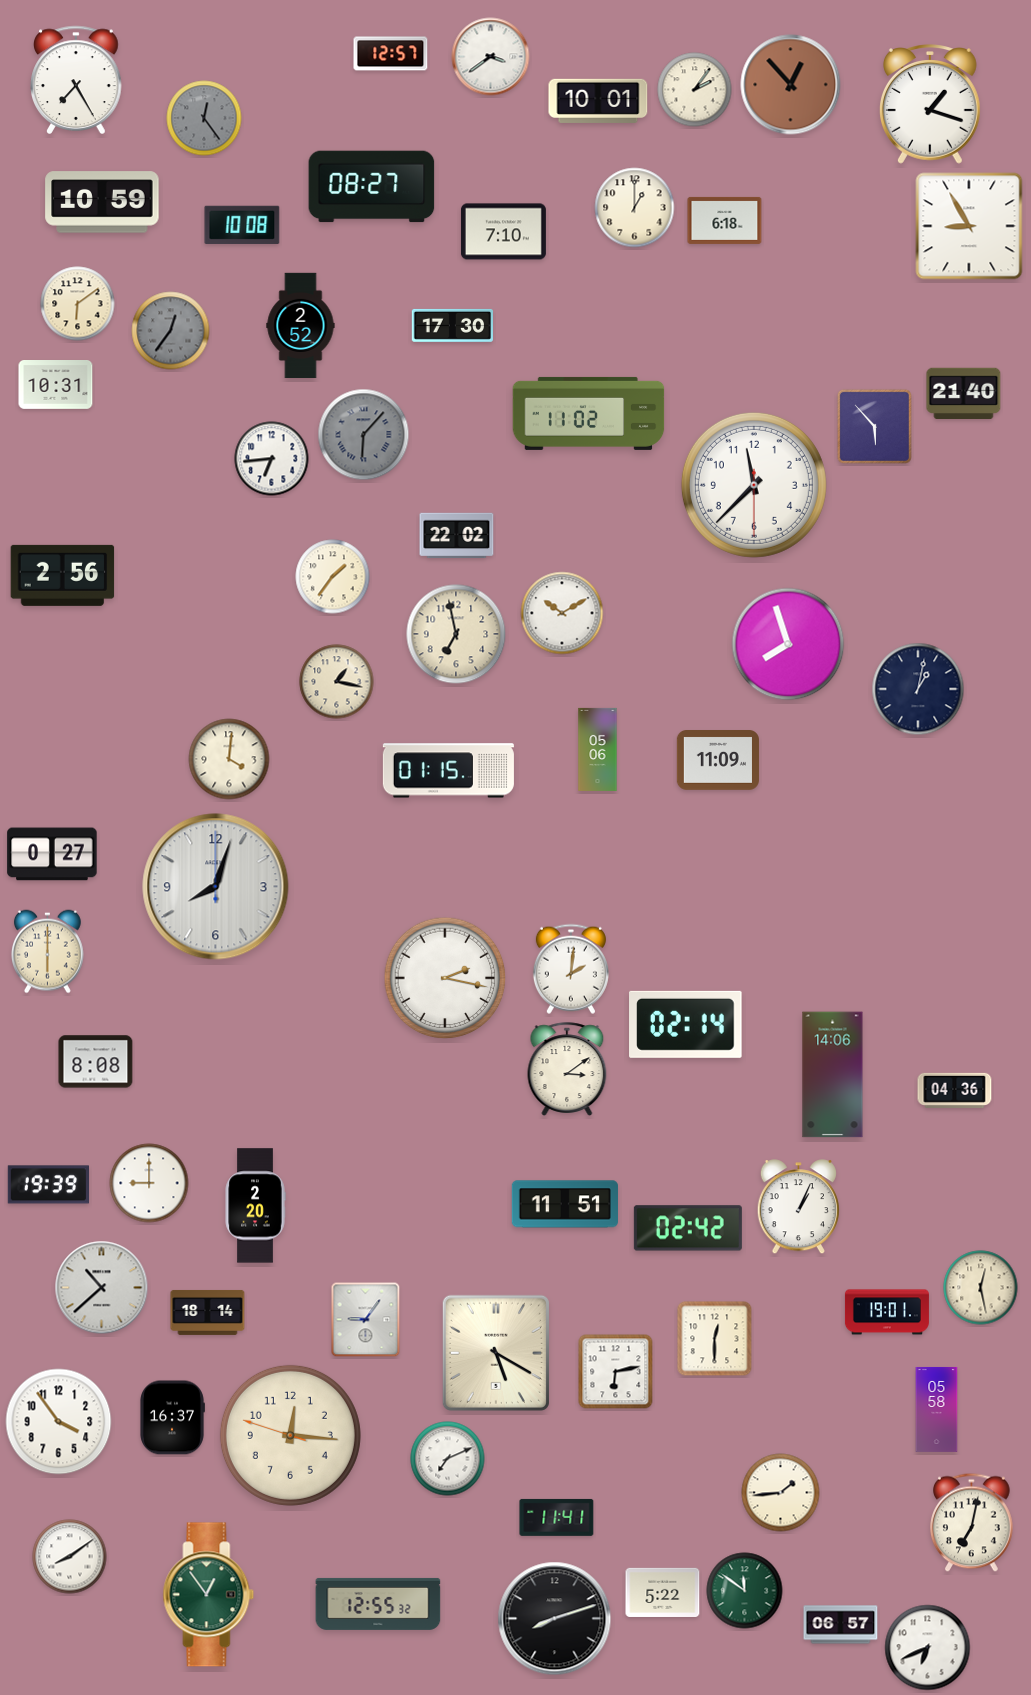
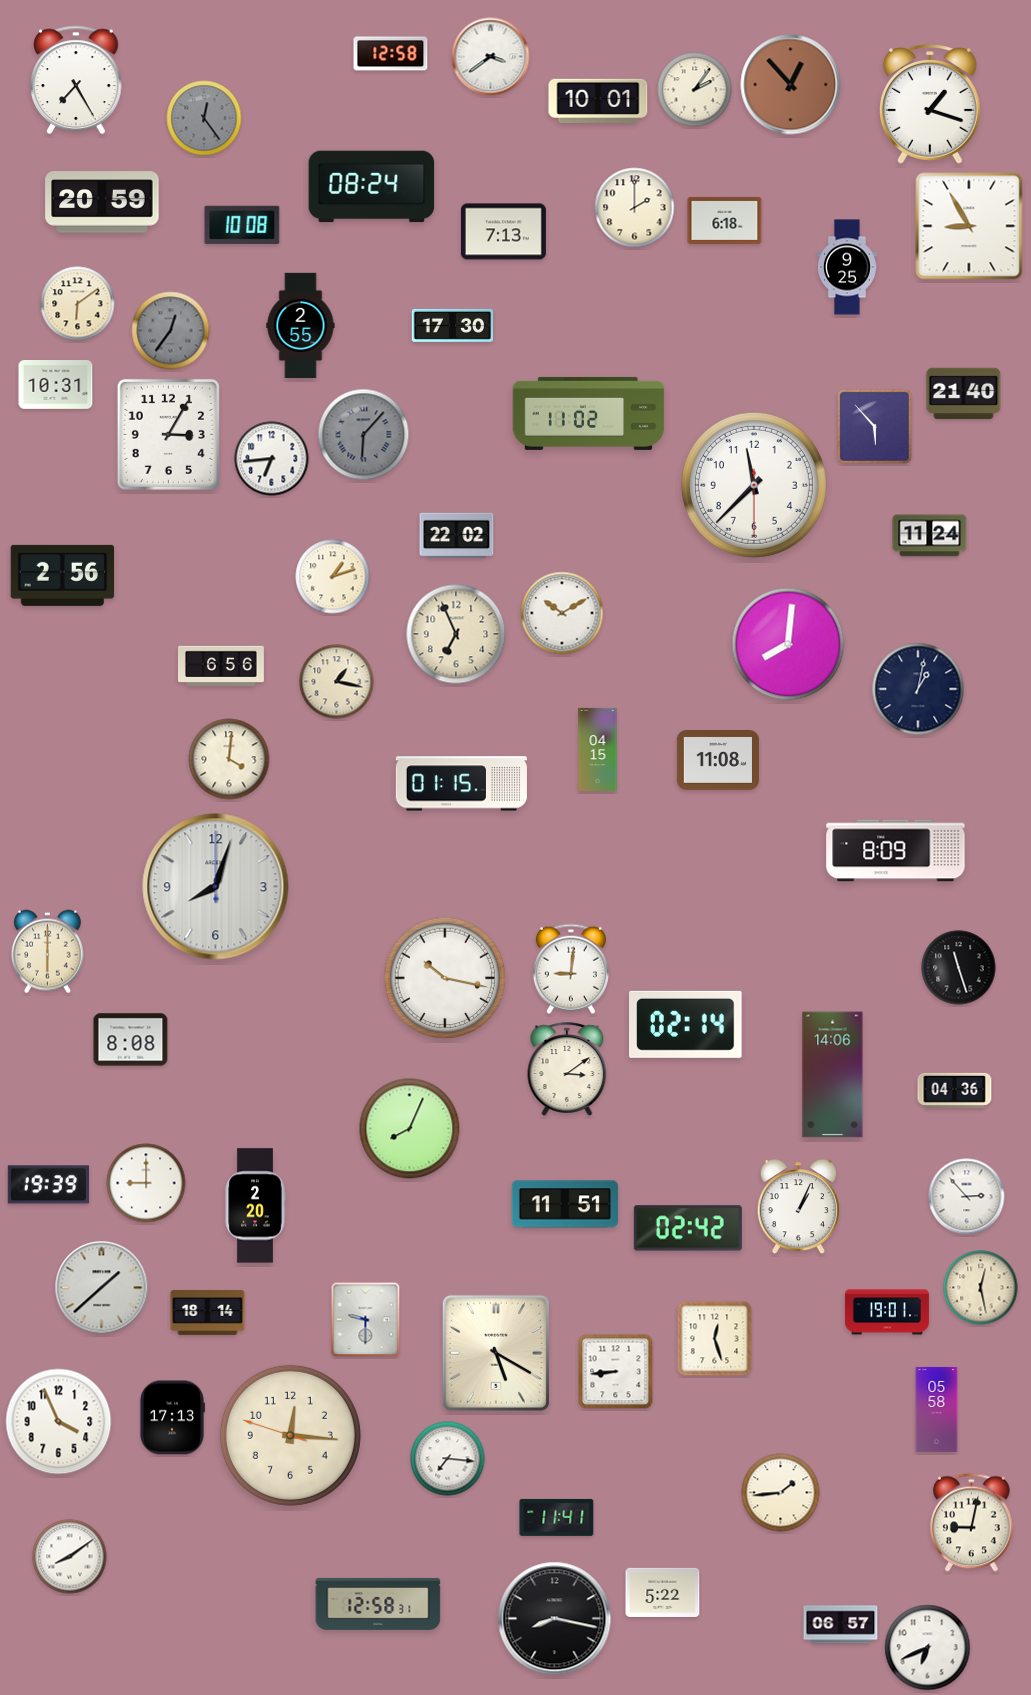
clock at (391, 54): 12:57 -> 12:58
clock at (372, 187): 08:27 -> 08:24
clock at (102, 202): 10:59 -> 20:59
clock at (635, 208): 1:00 -> 2:00
clock at (503, 232): 7:10 -> 7:13
clock at (848, 267): none -> 9:25
clock at (301, 326): 2:52 -> 2:55
clock at (168, 434): none -> 3:05
clock at (930, 536): none -> 11:24
clock at (333, 577): 1:36 -> 1:12
clock at (456, 634): 6:58 -> 6:56
clock at (788, 644): 7:57 -> 8:01
clock at (222, 665): none -> 6:56
clock at (598, 749): 05:06 -> 04:15
clock at (718, 761): 11:09 -> 11:08
clock at (448, 771) position: (448, 771) -> (461, 784)
clock at (896, 851): none -> 8:09
clock at (52, 854): 0:27 -> none
clock at (959, 968): none -> 11:27
clock at (571, 969): 2:01 -> 9:01
clock at (445, 978): 2:17 -> 10:17
clock at (96, 1062) position: (96, 1062) -> (131, 1040)
clock at (410, 1129): none -> 8:04
clock at (149, 1183) position: (149, 1183) -> (146, 1183)
clock at (967, 1197): none -> 2:53
clock at (102, 1288): 10:38 -> 1:38
clock at (366, 1320): 9:06 -> 9:30
clock at (715, 1339): 12:30 -> 12:27
clock at (616, 1372): 6:13 -> 8:44
clock at (172, 1418): 16:37 -> 17:13
clock at (59, 1422): 3:54 -> 3:56
clock at (448, 1459): 7:11 -> 7:16
clock at (972, 1523): 7:02 -> 9:02
clock at (745, 1591): 11:51 -> none
clock at (209, 1595): 12:54 -> none
clock at (378, 1604): 12:55 -> 12:58
clock at (555, 1619): 8:12 -> 8:17
